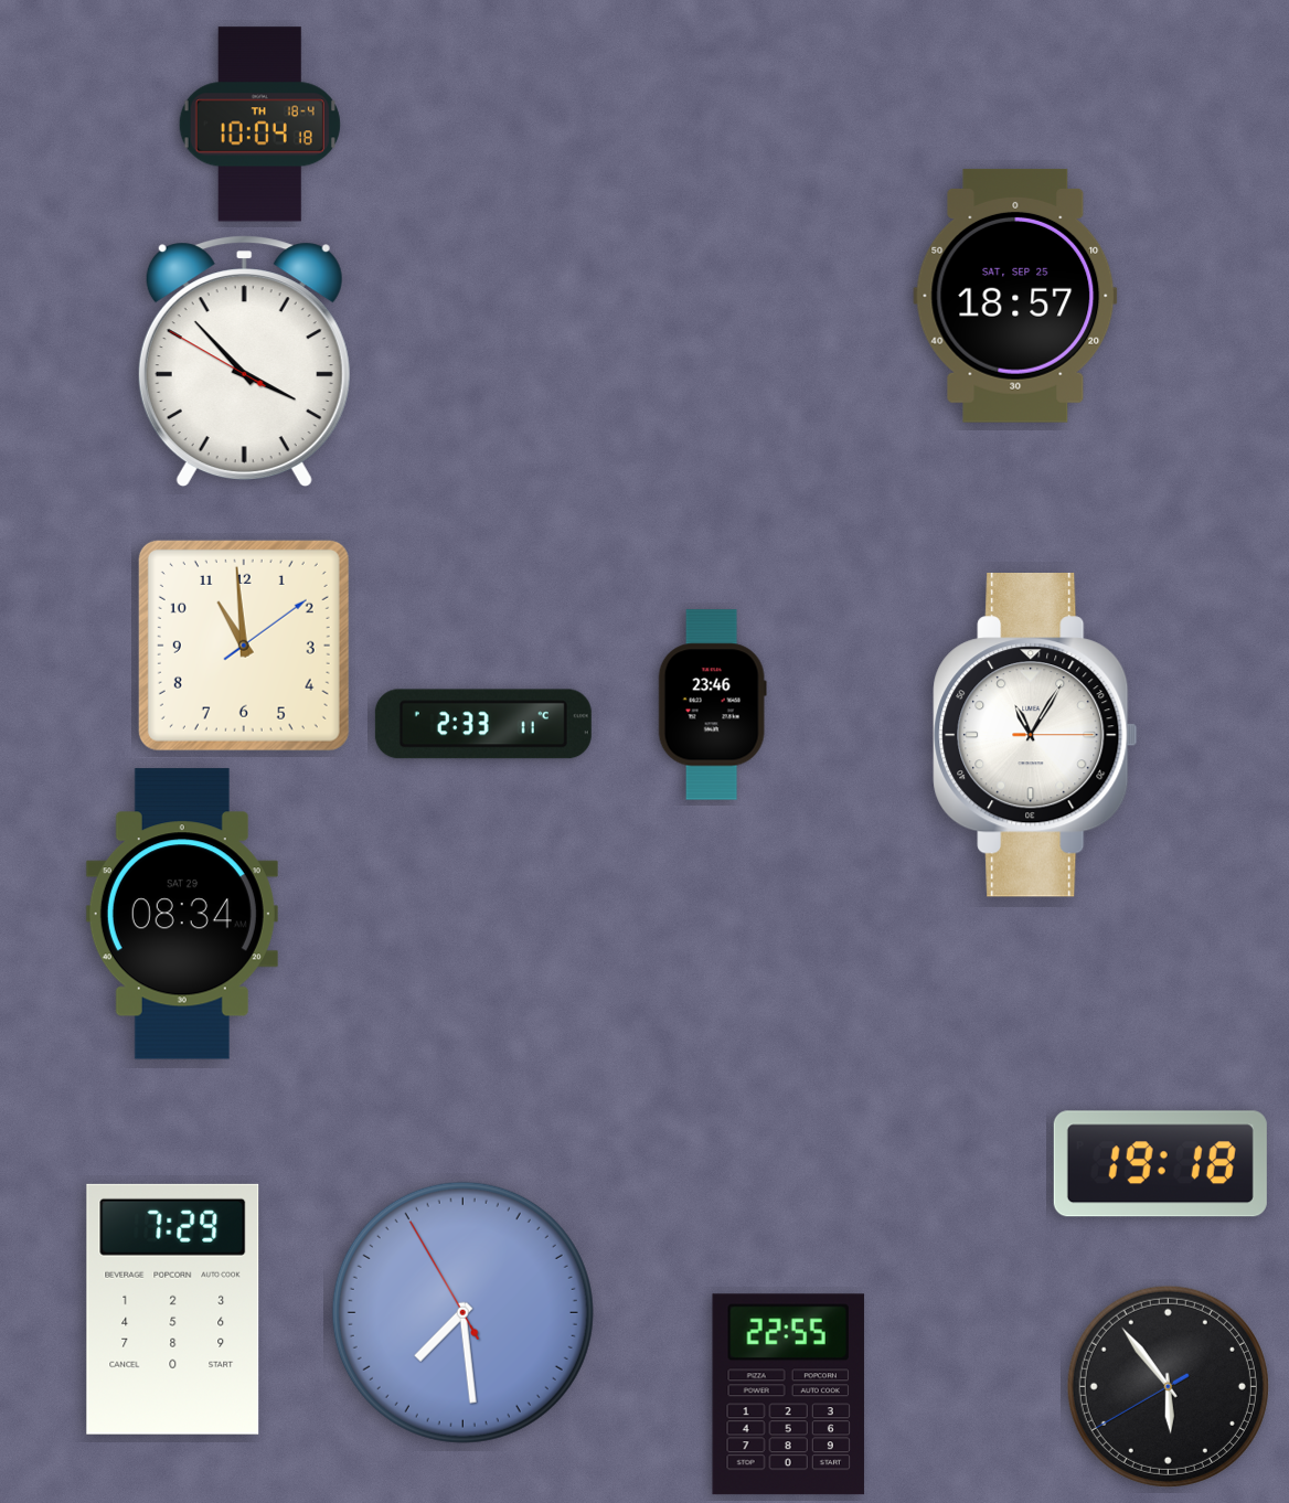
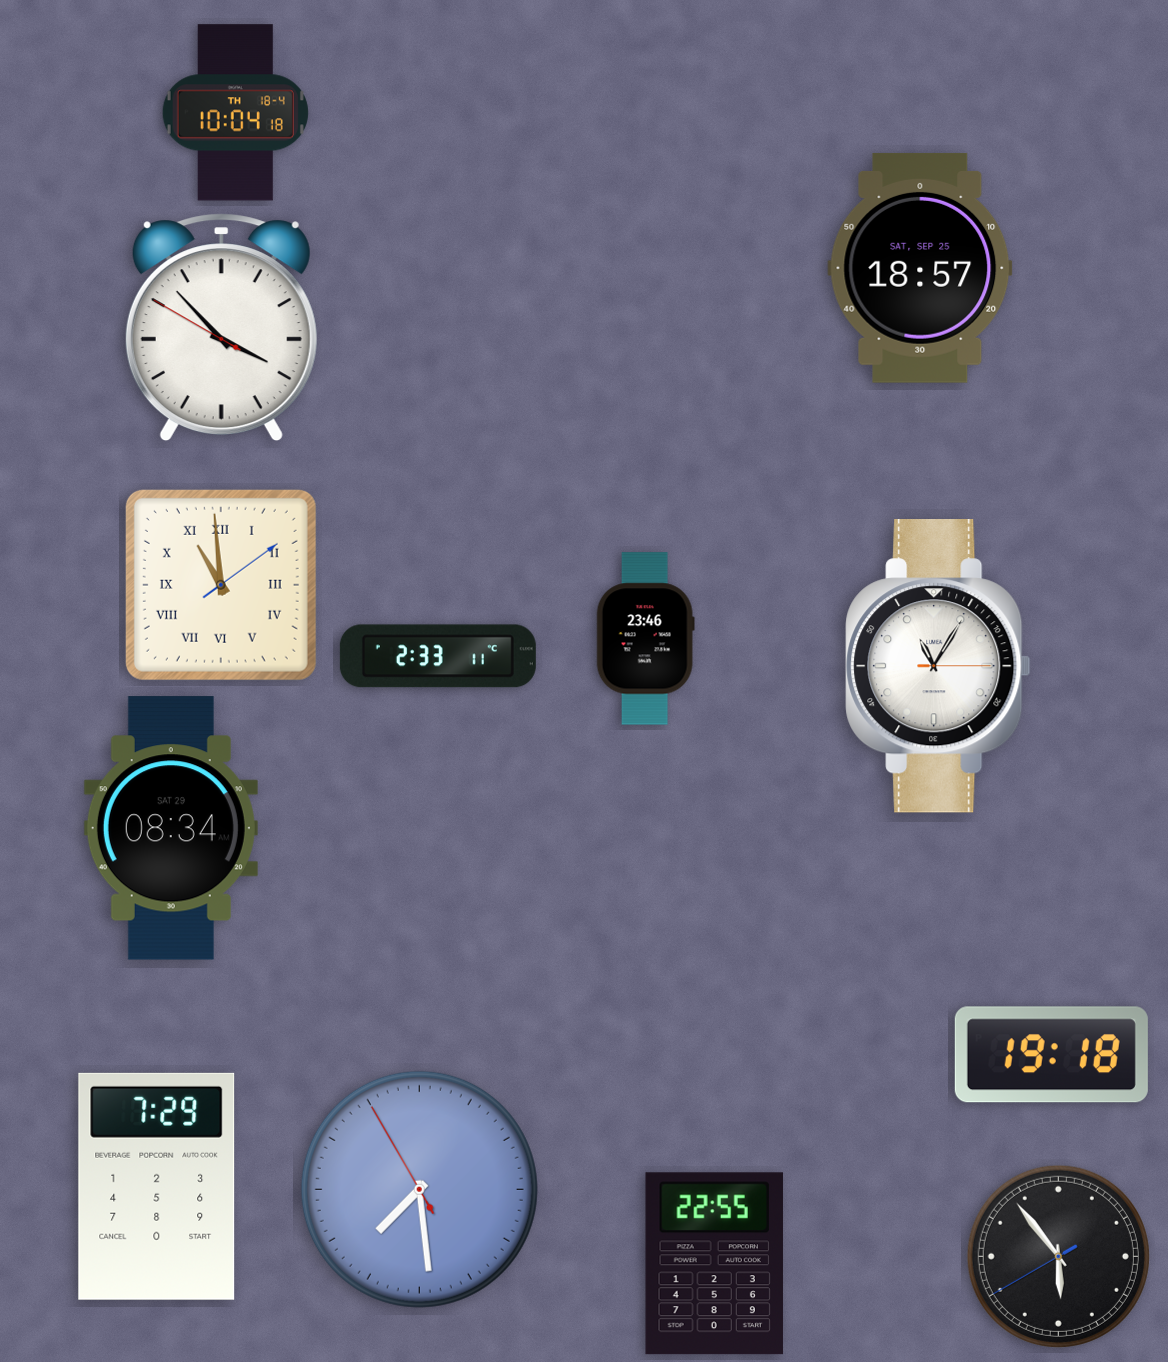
clock at (244, 646) numerals: Arabic -> Roman
clock at (182, 914) position: (182, 914) -> (171, 828)
